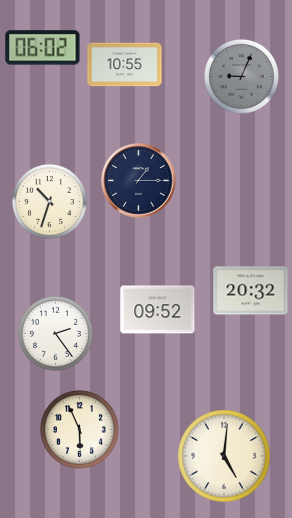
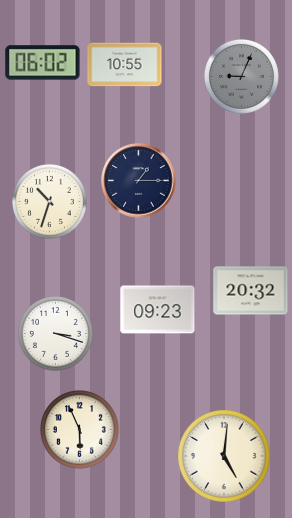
clock at (43, 48) position: (43, 48) -> (43, 63)
clock at (158, 310): 09:52 -> 09:23
clock at (55, 333): 2:24 -> 3:18
